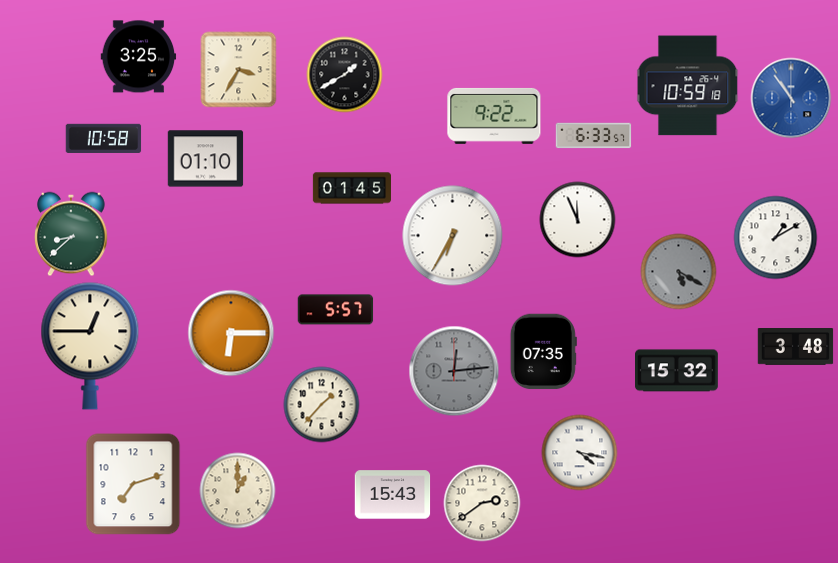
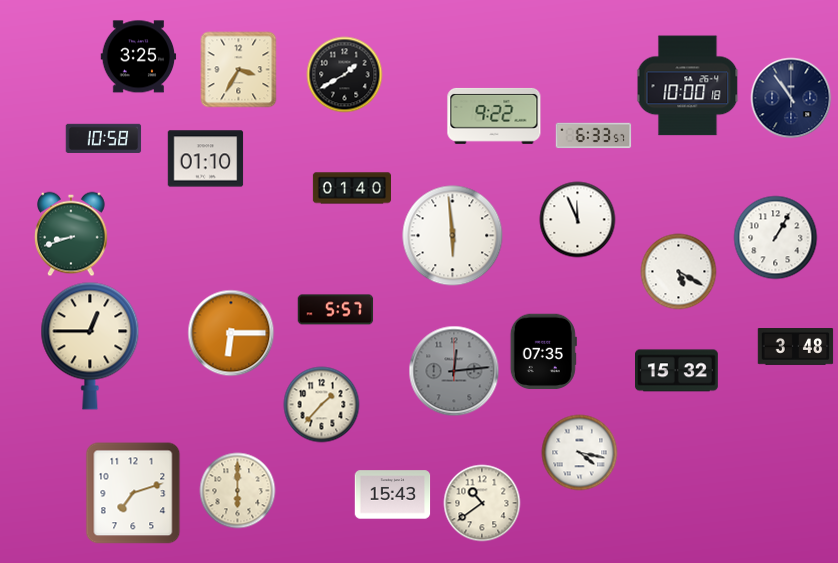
clock at (688, 86): 10:59 -> 10:00
clock at (791, 98) dial: blue -> navy
clock at (351, 188): 01:45 -> 01:40
clock at (72, 234): 8:38 -> 8:42
clock at (453, 236): 6:35 -> 5:59
clock at (776, 238): 1:10 -> 1:05
clock at (679, 272) dial: grey -> white
clock at (133, 484) position: (133, 484) -> (133, 493)
clock at (238, 491): 1:00 -> 6:00
clock at (482, 503): 2:39 -> 10:39
